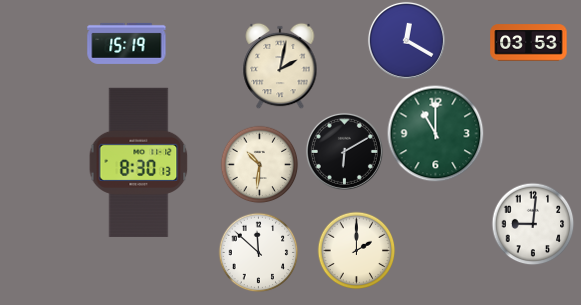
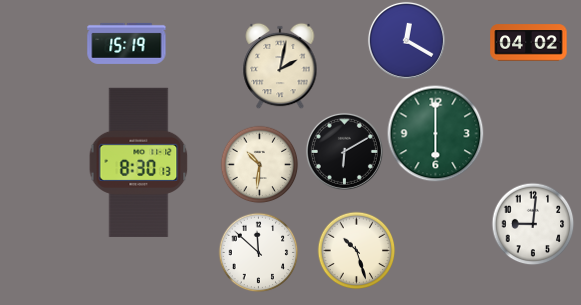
clock at (529, 43): 03:53 -> 04:02
clock at (435, 133): 11:00 -> 6:00
clock at (356, 250): 2:00 -> 10:27
